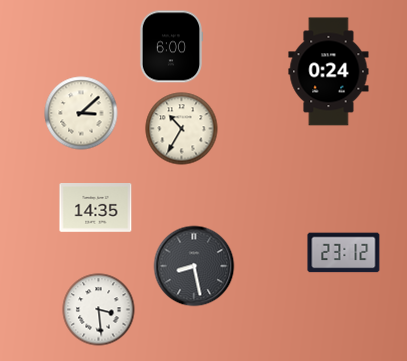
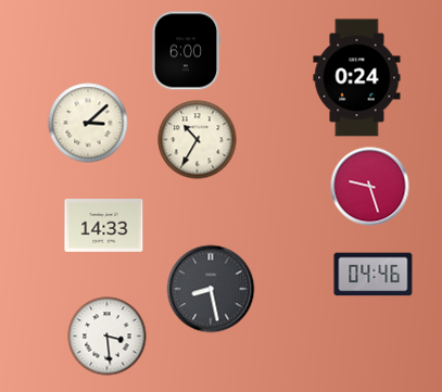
clock at (370, 187): none -> 9:27
clock at (96, 208): 14:35 -> 14:33
clock at (344, 253): 23:12 -> 04:46
